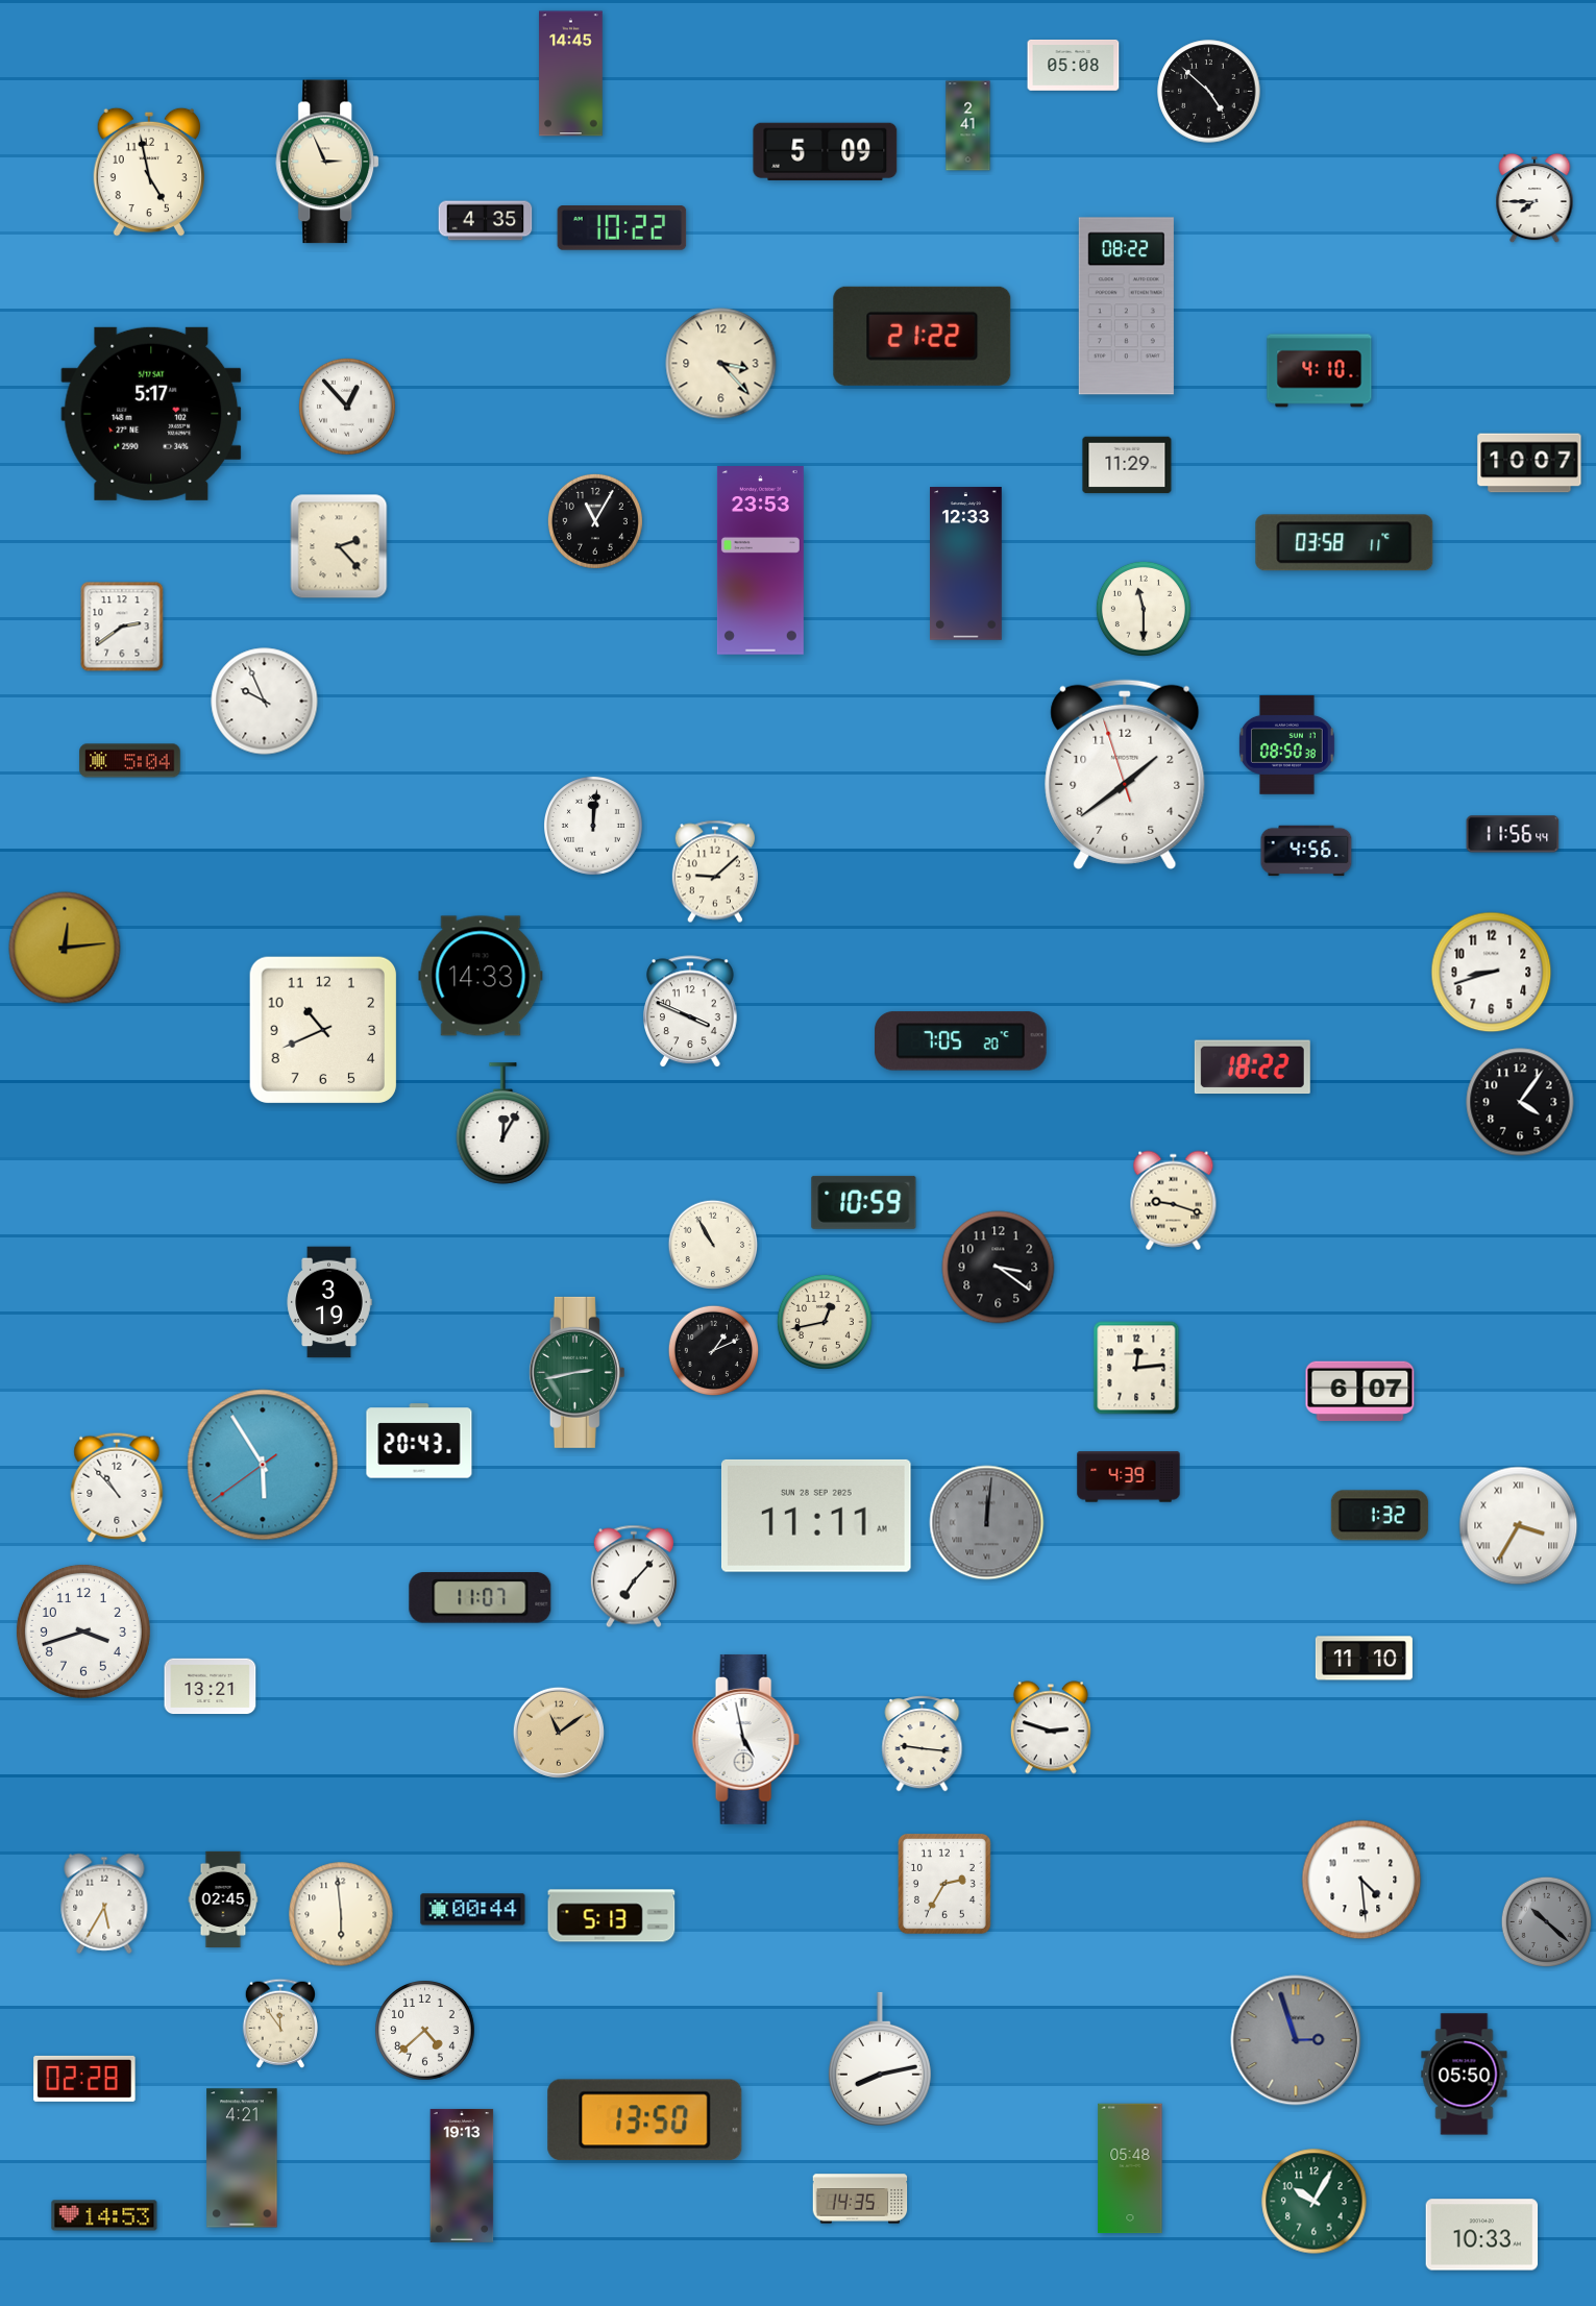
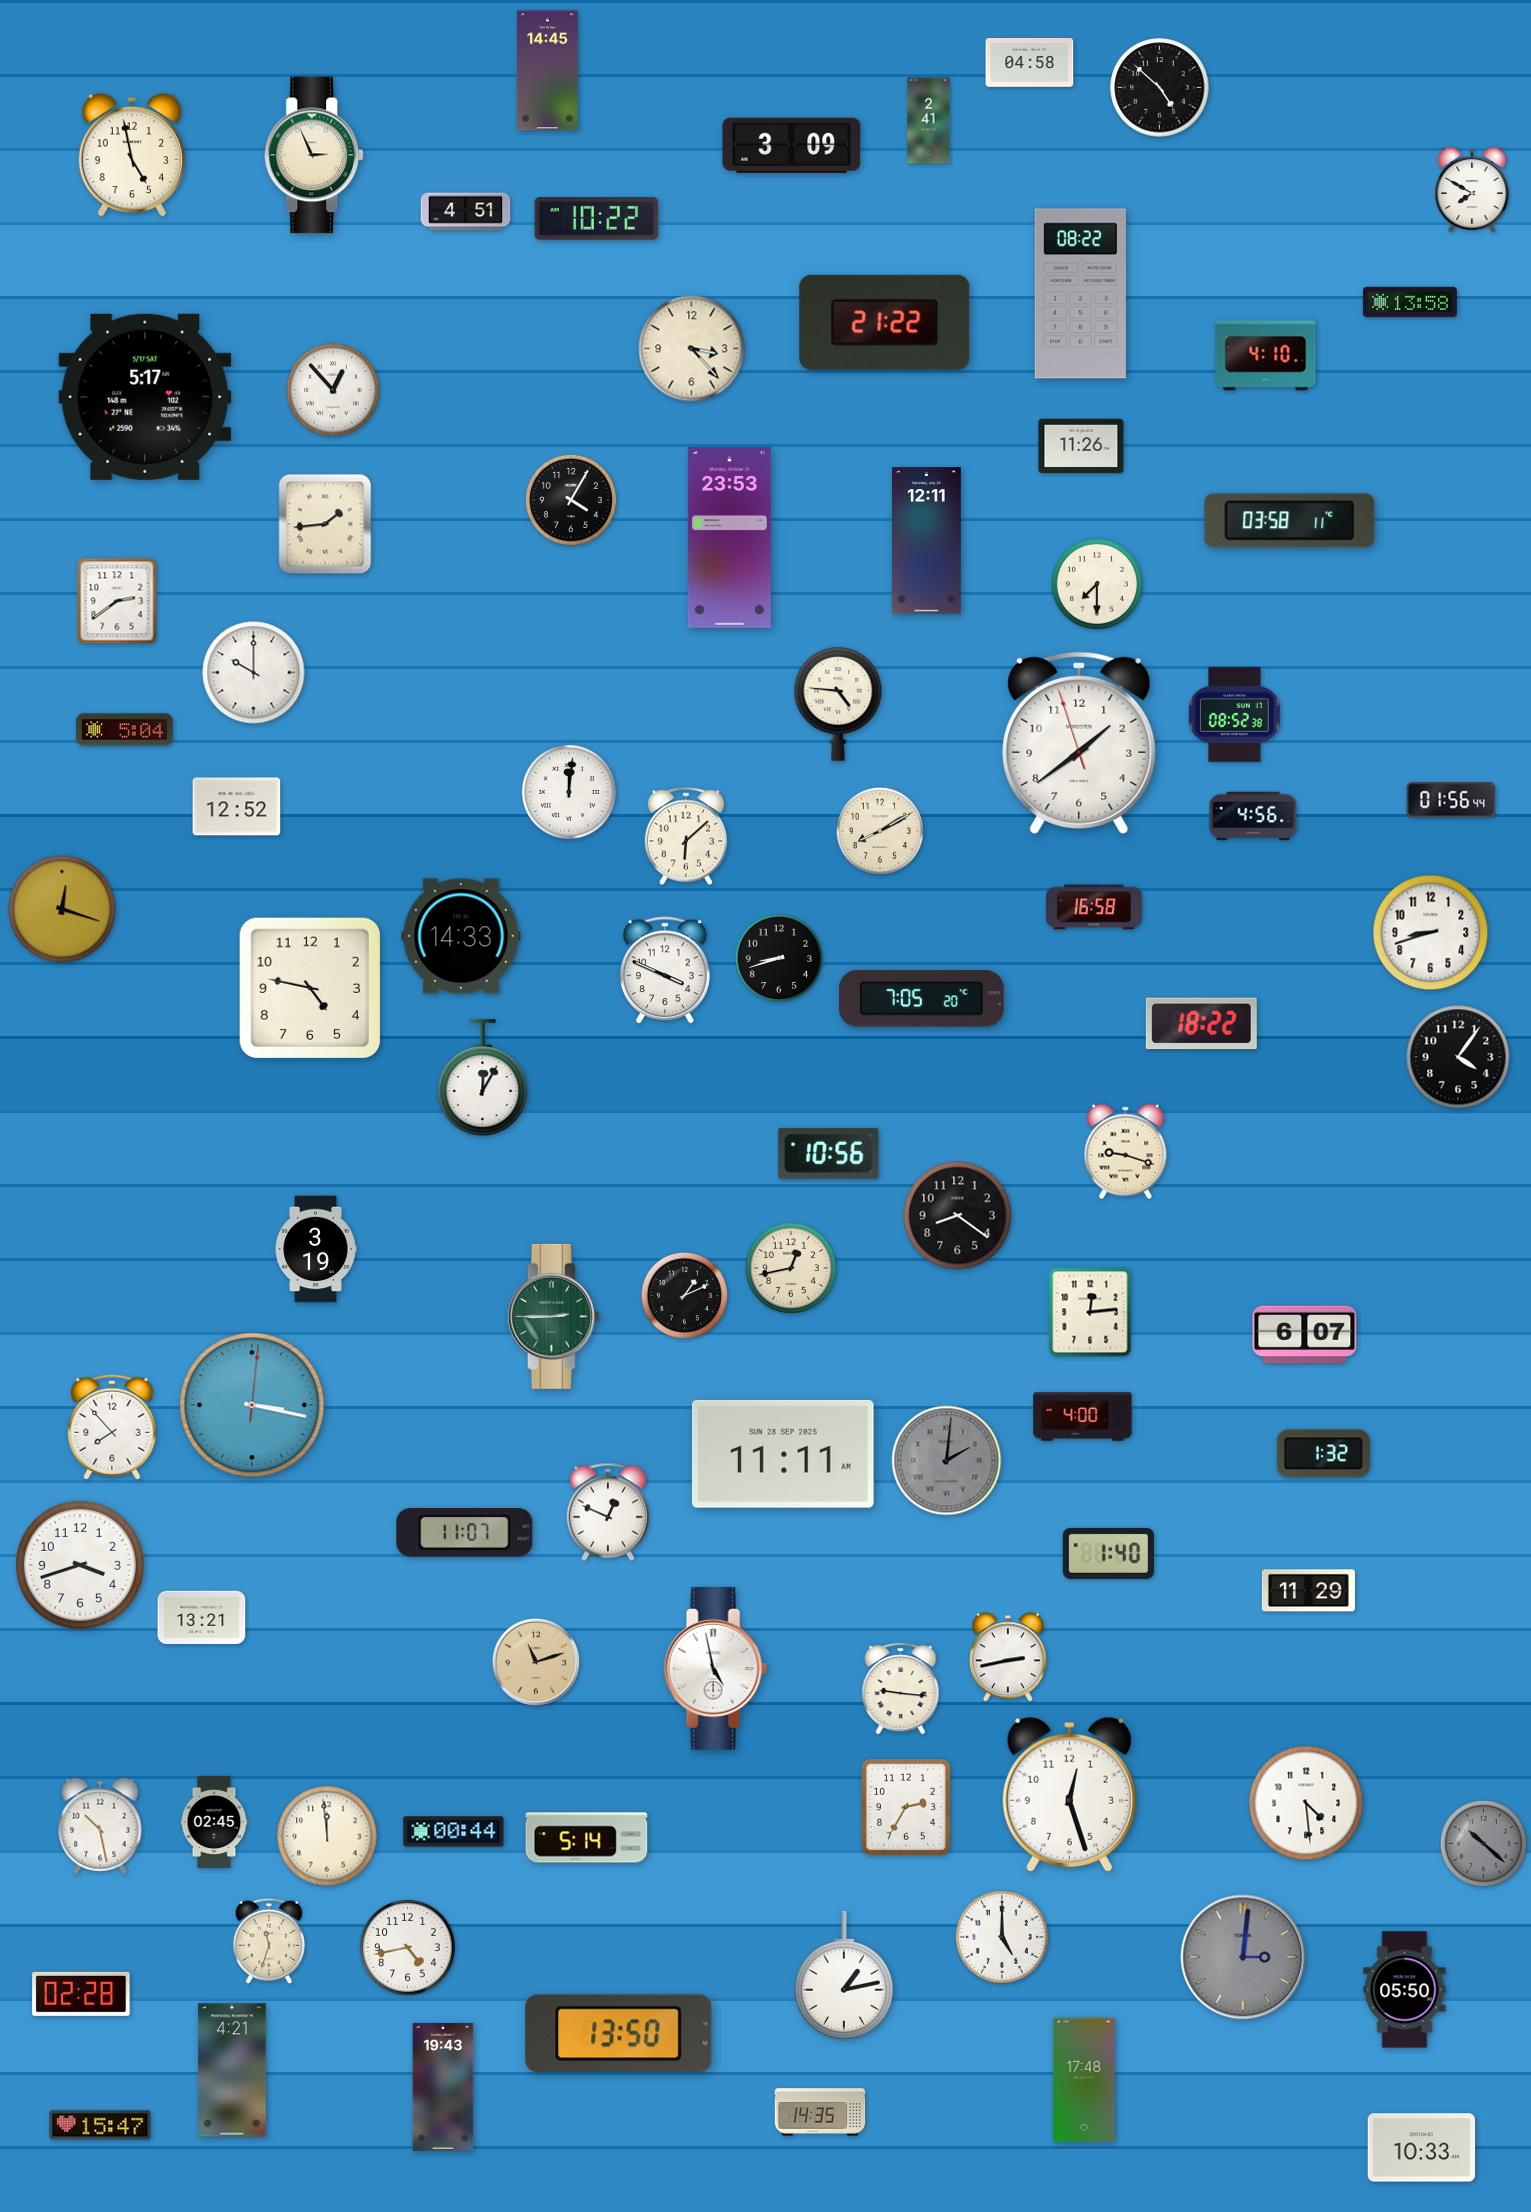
clock at (1074, 66): 05:08 -> 04:58
clock at (826, 151): 5:09 -> 3:09
clock at (148, 172) position: (148, 172) -> (131, 155)
clock at (1534, 198): 7:45 -> 7:50
clock at (486, 221): 4:35 -> 4:51
clock at (1410, 302): none -> 13:58
clock at (1529, 463): 10:07 -> none
clock at (1127, 465): 11:29 -> 11:26
clock at (595, 521): 11:05 -> 4:05
clock at (339, 546): 2:23 -> 1:44
clock at (966, 564): 12:33 -> 12:11
clock at (1144, 609): 11:30 -> 7:30
clock at (265, 702): 9:56 -> 10:00
clock at (838, 705): none -> 4:46
clock at (1286, 744): 08:50 -> 08:52
clock at (1513, 834): 11:56 -> 01:56
clock at (237, 807): none -> 12:52
clock at (879, 830): none -> 8:10
clock at (715, 872): 9:08 -> 6:08
clock at (1094, 907): none -> 16:58
clock at (65, 948): 12:14 -> 12:18
clock at (778, 957): none -> 8:42
clock at (691, 1012) position: (691, 1012) -> (666, 971)
clock at (323, 1030): 10:41 -> 4:47
clock at (864, 1202): 10:59 -> 10:56
clock at (713, 1245): 10:55 -> none
clock at (999, 1268): 3:21 -> 8:21
clock at (576, 1372): 2:43 -> 2:45
clock at (419, 1441): 20:43 -> none
clock at (263, 1465): 5:54 -> 3:17
clock at (1129, 1477): 4:39 -> 4:00
clock at (117, 1488): 10:53 -> 7:53
clock at (987, 1523): 12:01 -> 2:01
clock at (1519, 1526): 3:35 -> none
clock at (634, 1576): 7:07 -> 12:49
clock at (481, 1598) position: (481, 1598) -> (465, 1533)
clock at (1108, 1553): none -> 1:40
clock at (1364, 1659): 11:10 -> 11:29
clock at (1051, 1727): 2:48 -> 2:43
clock at (559, 1733): 11:09 -> 11:12
clock at (923, 1744) position: (923, 1744) -> (901, 1689)
clock at (1069, 1794): none -> 12:27
clock at (104, 1904): 5:35 -> 10:28
clock at (341, 1914): 5:59 -> 11:59
clock at (612, 1916): 5:13 -> 5:14
clock at (1002, 1937): none -> 5:00
clock at (280, 2023): 11:54 -> 11:33
clock at (425, 2031): 4:38 -> 4:43
clock at (1296, 2040): 2:57 -> 3:01
clock at (880, 2059): 8:13 -> 1:13
clock at (1130, 2168): 05:48 -> 17:48
clock at (462, 2176): 19:13 -> 19:43
clock at (860, 2199) position: (860, 2199) -> (820, 2112)
clock at (1315, 2202): 10:05 -> none
clock at (104, 2215): 14:53 -> 15:47
clock at (1482, 2235) position: (1482, 2235) -> (1422, 2148)
